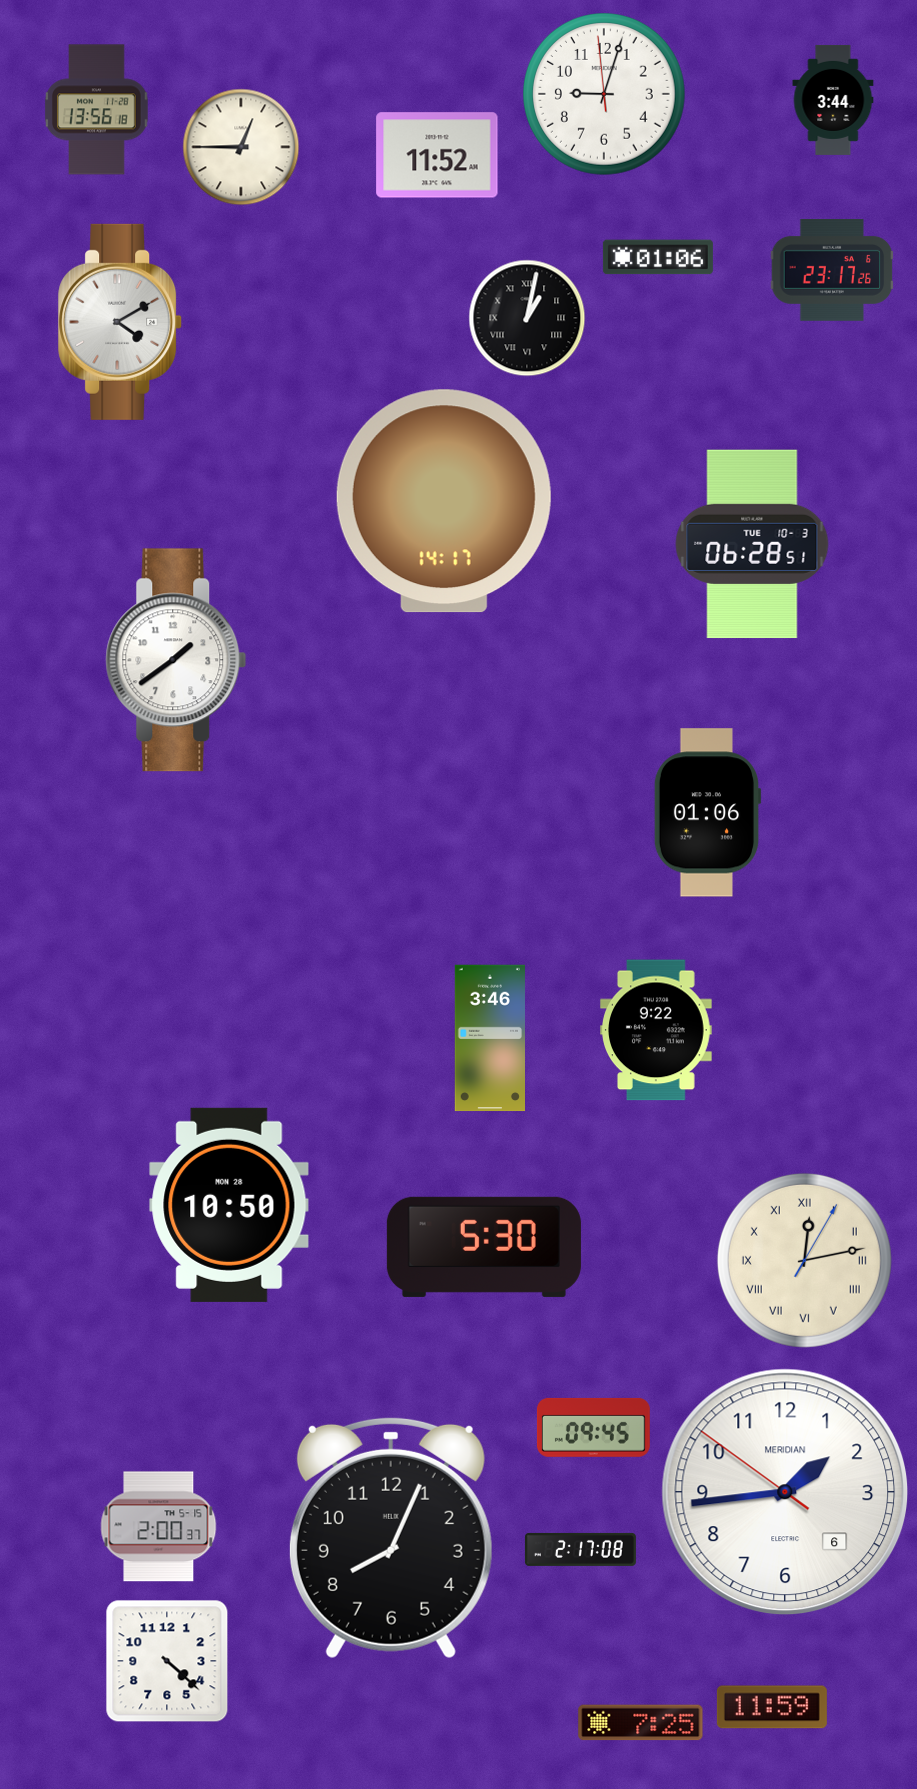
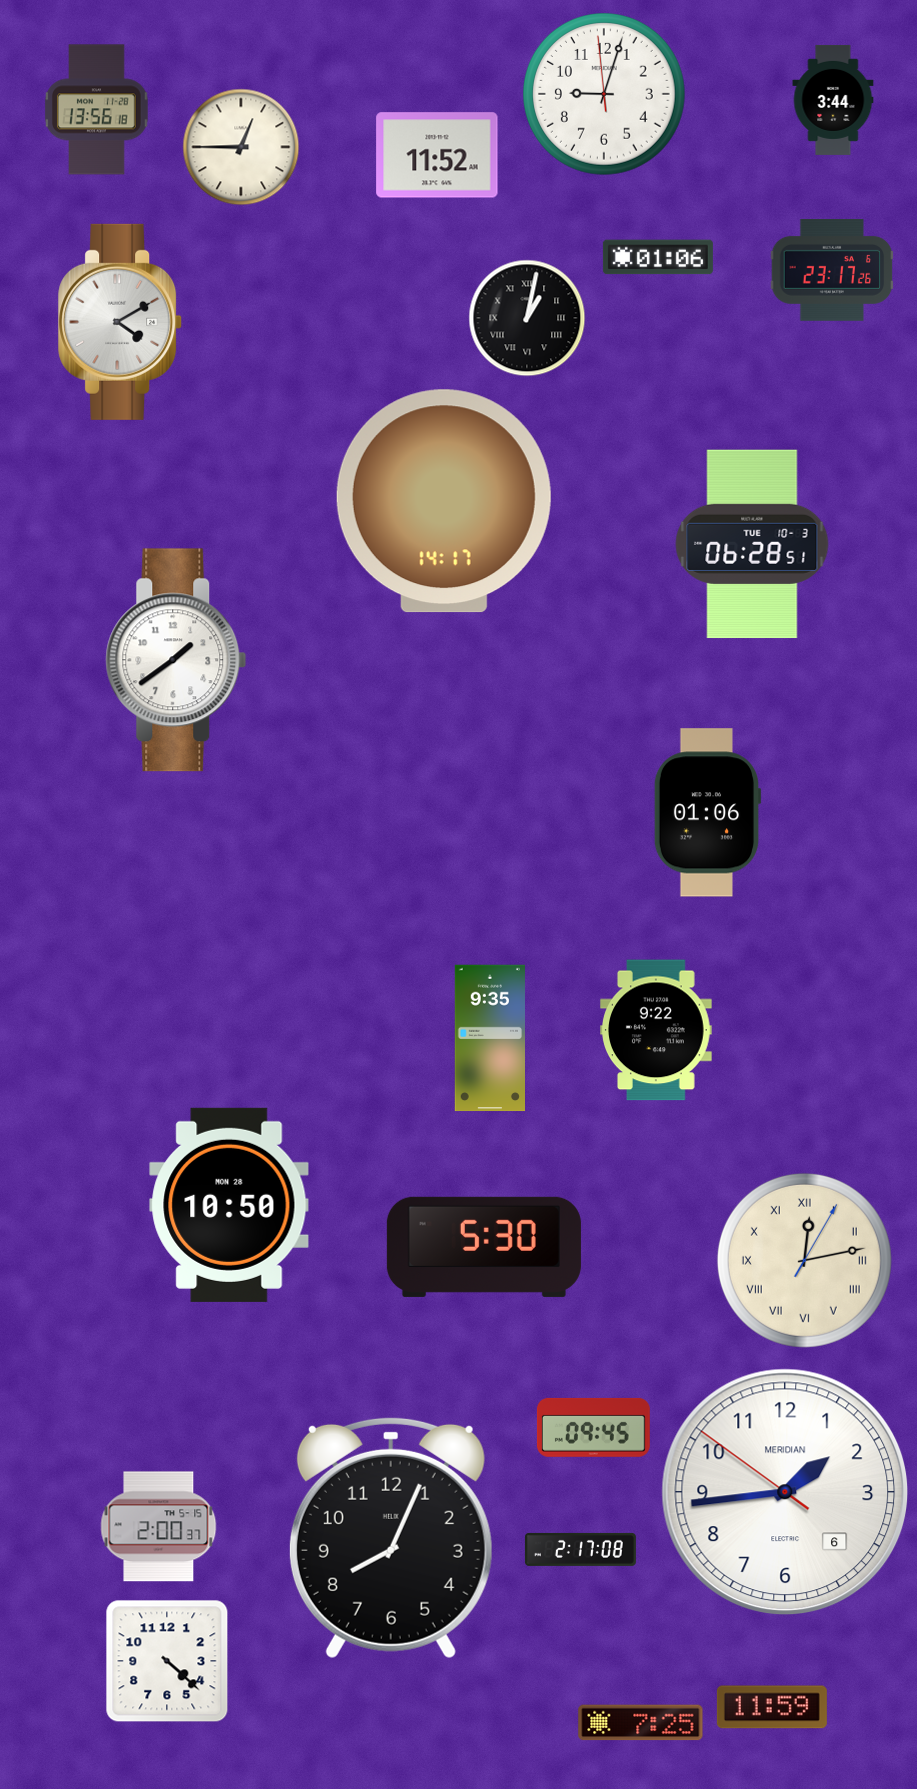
clock at (489, 1038): 3:46 -> 9:35
